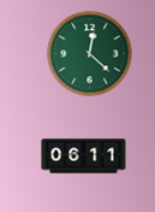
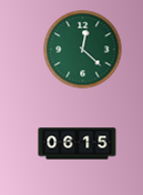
clock at (84, 157): 06:11 -> 06:15
